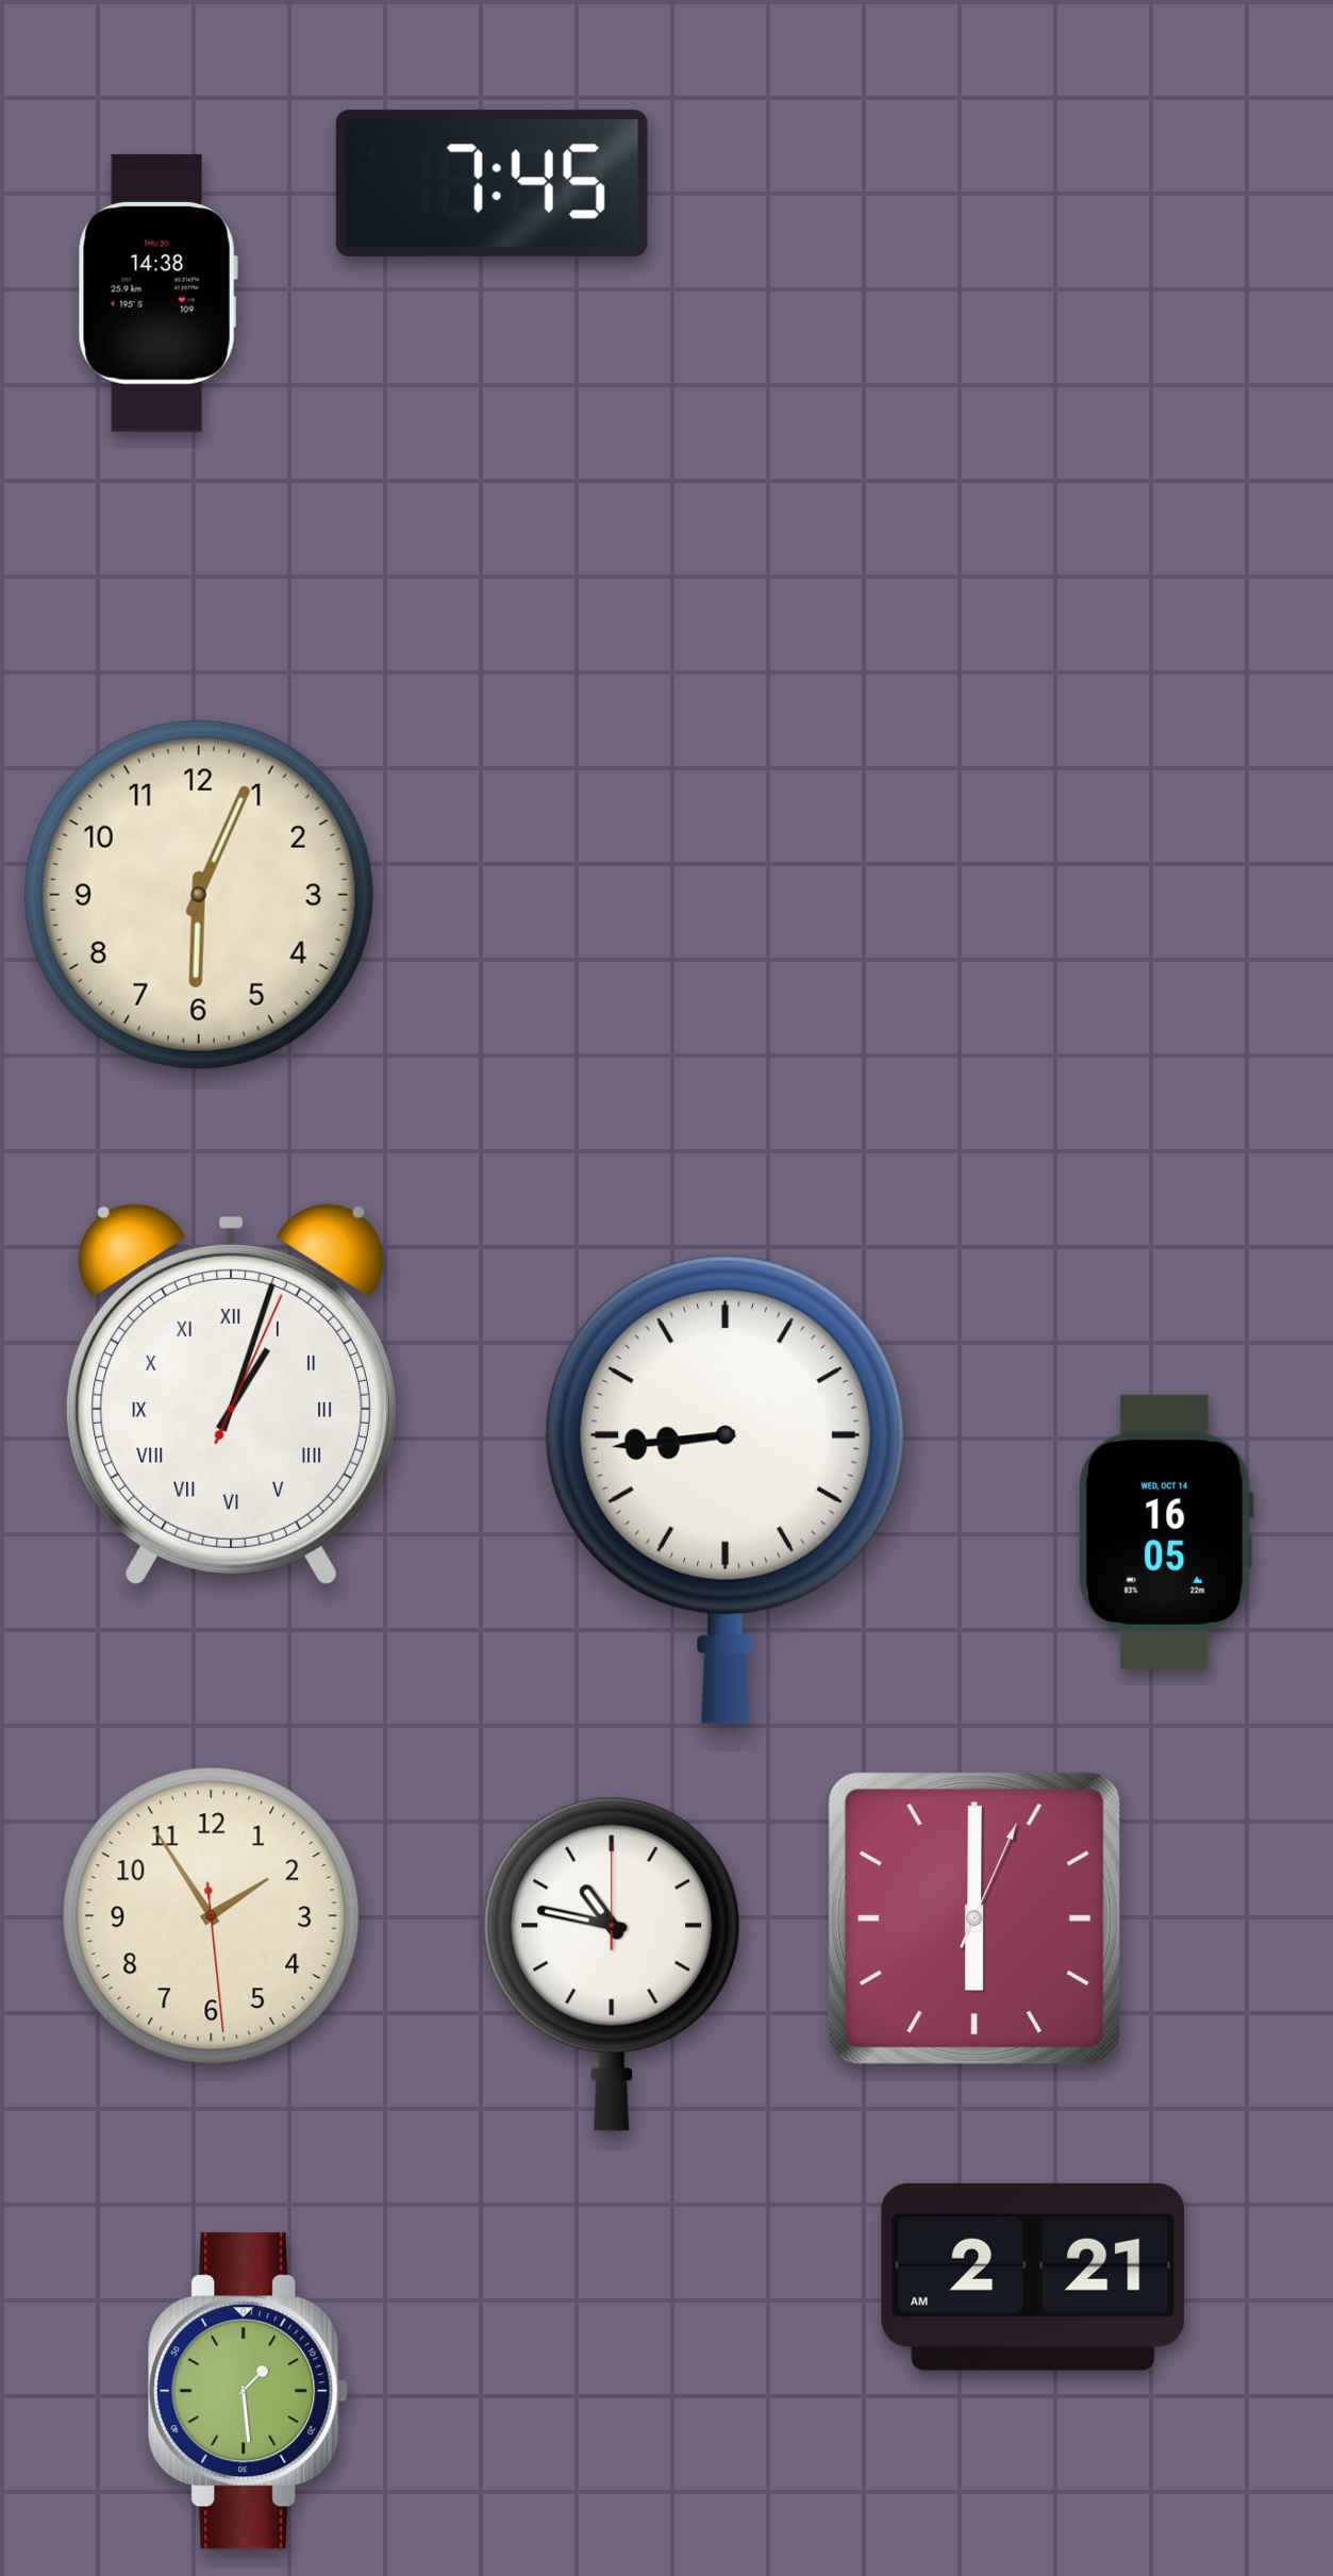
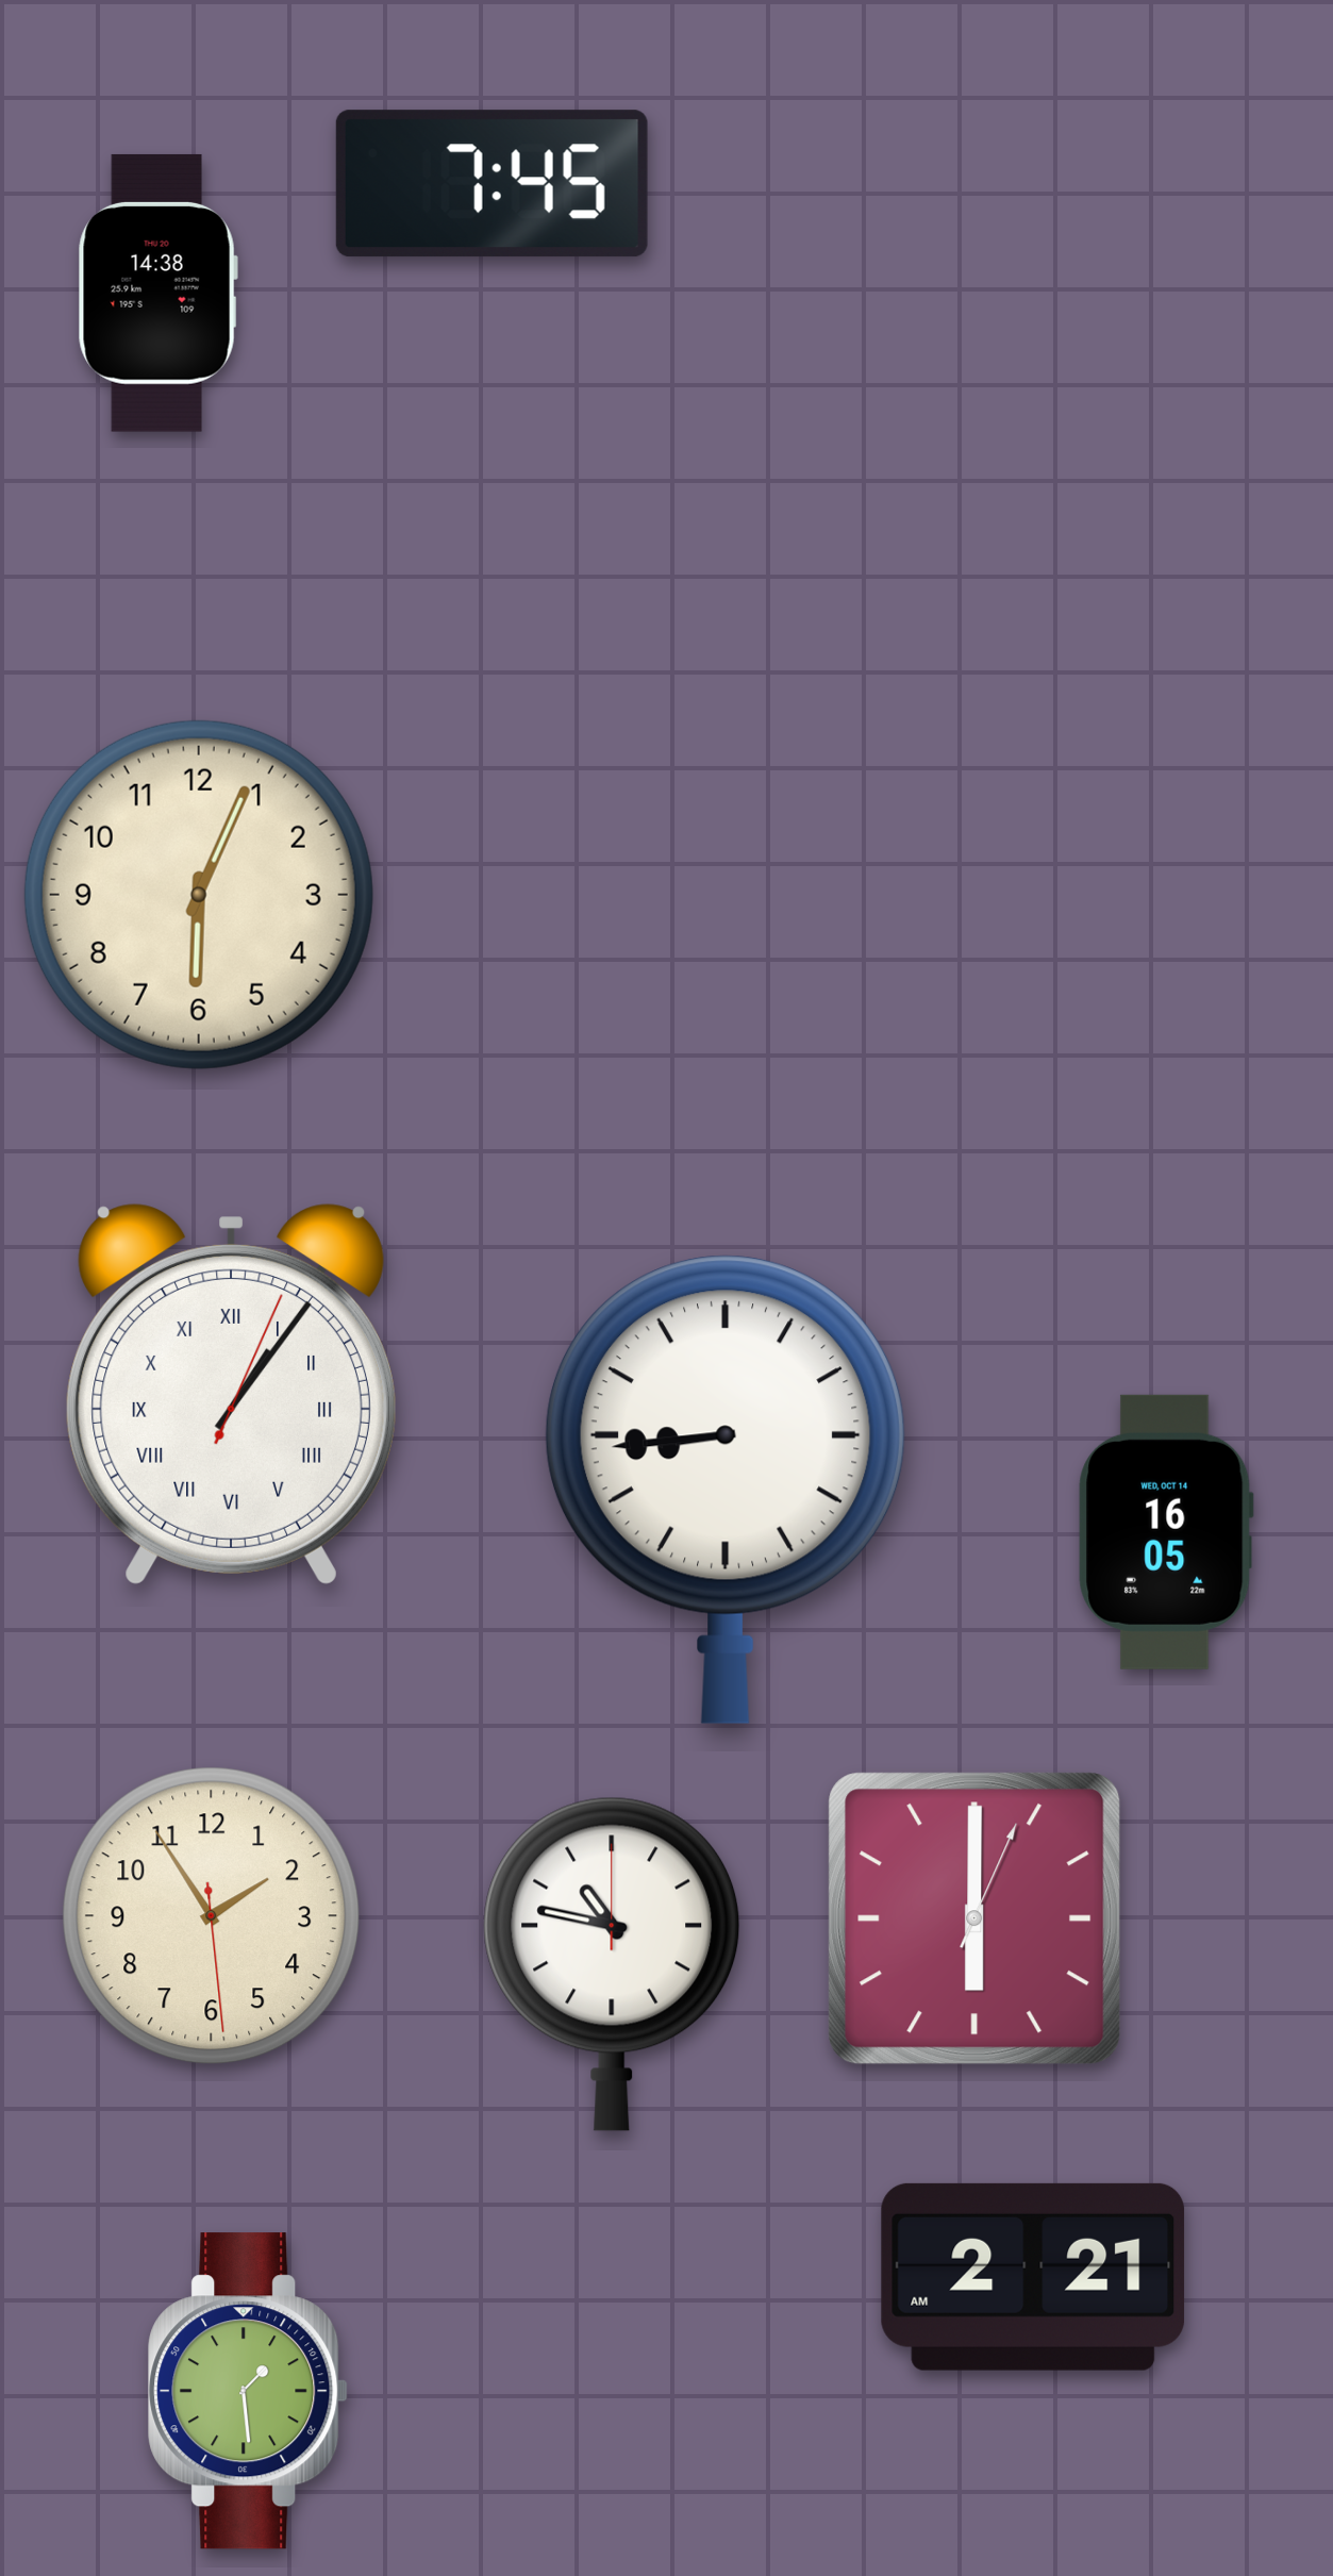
clock at (231, 1394): 1:03 -> 1:06
